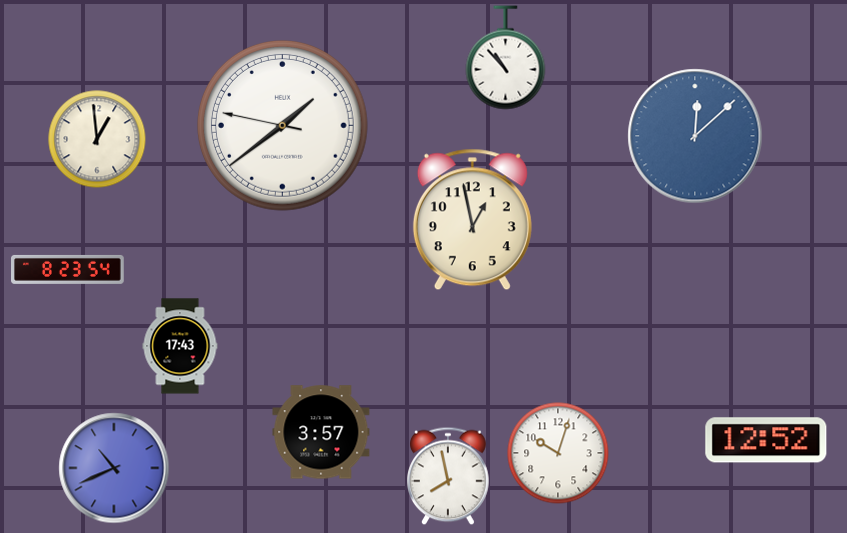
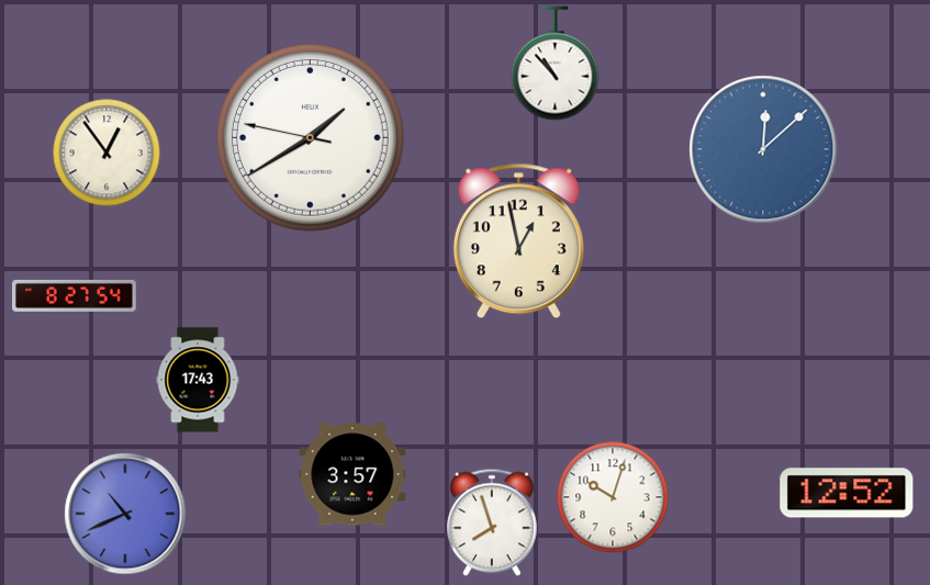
clock at (282, 125): 1:38 -> 1:39
clock at (97, 139): 12:59 -> 12:54
clock at (68, 269): 8:23 -> 8:27
clock at (766, 440) position: (766, 440) -> (847, 493)
clock at (449, 476): 7:58 -> 7:57
